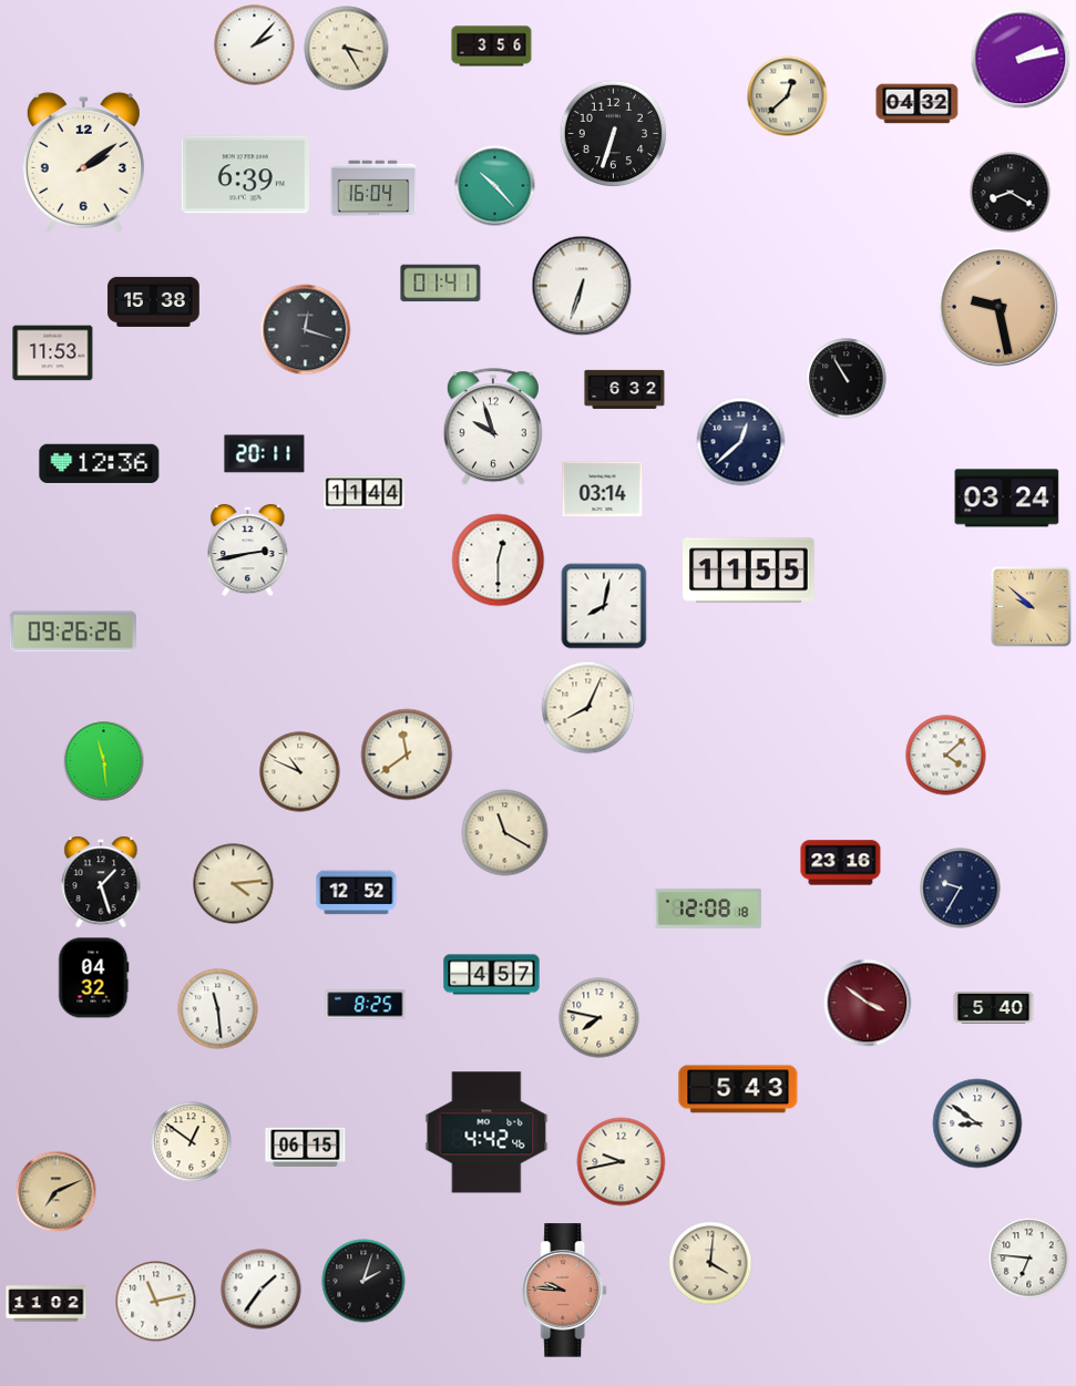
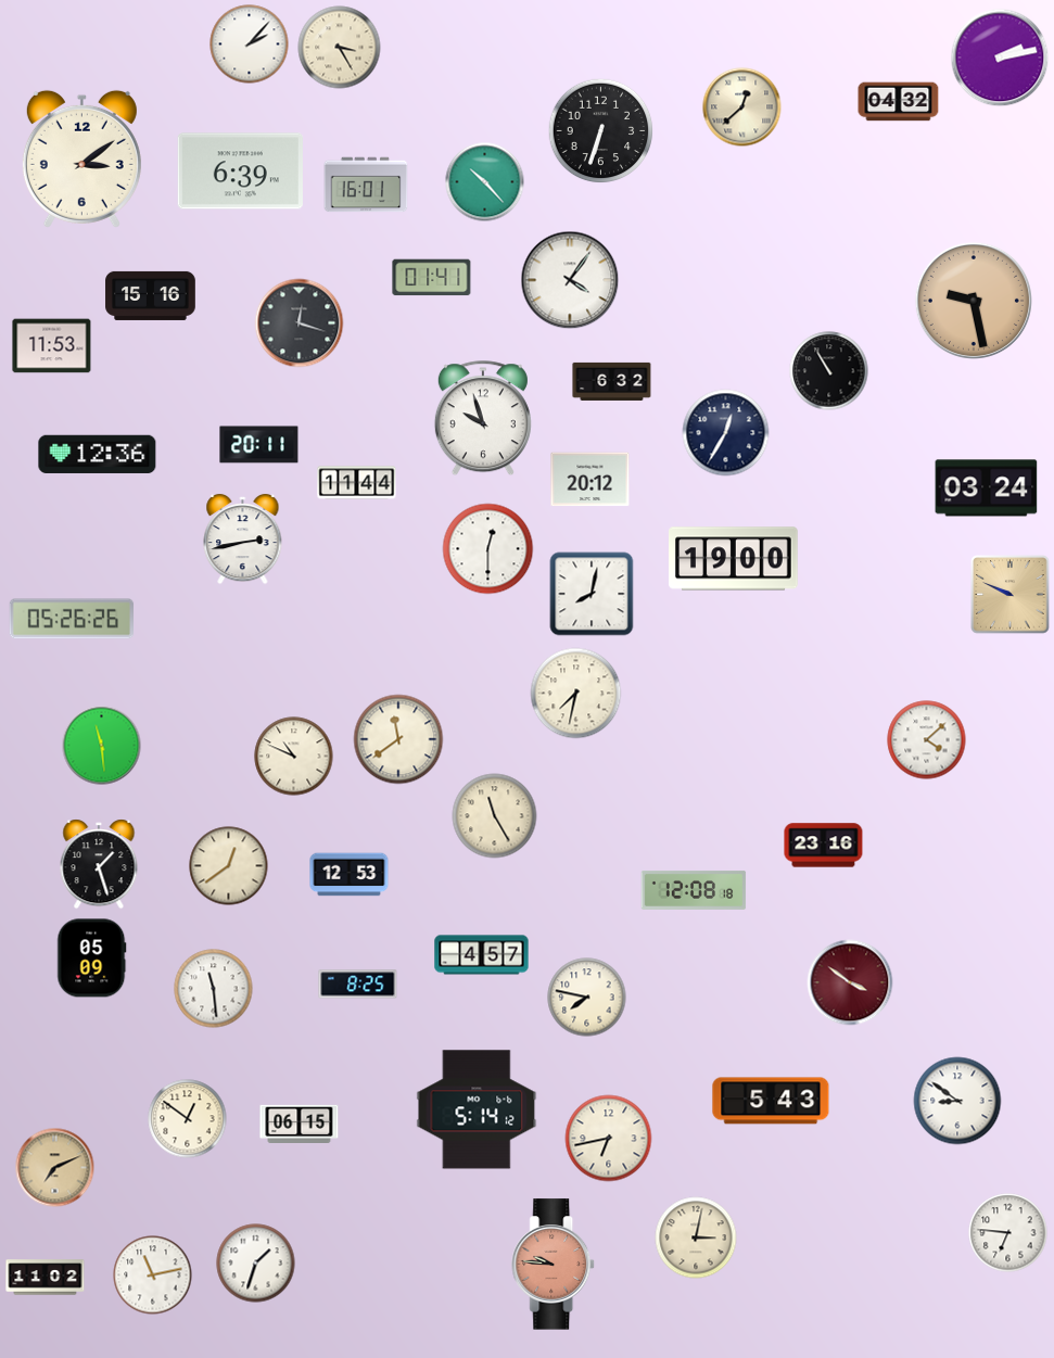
clock at (492, 47): 3:56 -> none
clock at (788, 96) position: (788, 96) -> (742, 107)
clock at (83, 162): 2:09 -> 3:09
clock at (373, 188): 16:04 -> 16:01
clock at (1011, 193): 8:20 -> none
clock at (582, 286): 6:33 -> 4:06
clock at (154, 301): 15:38 -> 15:16
clock at (998, 307) position: (998, 307) -> (974, 301)
clock at (741, 442): 12:38 -> 12:35
clock at (603, 490): 03:14 -> 20:12
clock at (749, 571): 11:55 -> 19:00
clock at (1032, 607): 9:52 -> 9:49
clock at (73, 632): 09:26 -> 05:26
clock at (588, 708): 8:04 -> 7:32
clock at (505, 833): 11:20 -> 11:25
clock at (234, 884): 4:14 -> 12:39
clock at (961, 889): 9:35 -> none
clock at (357, 893): 12:52 -> 12:53
clock at (94, 978): 04:32 -> 05:09
clock at (994, 1007): 5:40 -> none
clock at (738, 1089) position: (738, 1089) -> (771, 1101)
clock at (486, 1132): 4:42 -> 5:14
clock at (622, 1162): 9:43 -> 6:43
clock at (710, 1263): 4:01 -> 3:02
clock at (363, 1281): 2:03 -> none
clock at (262, 1290): 1:36 -> 1:33
